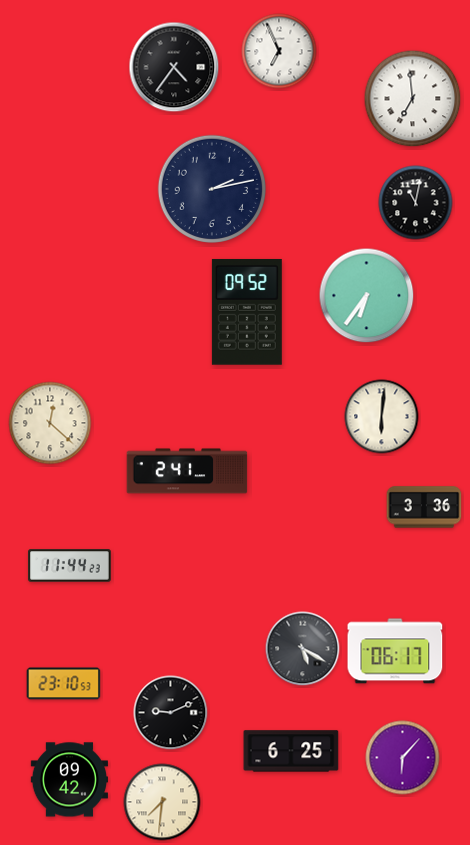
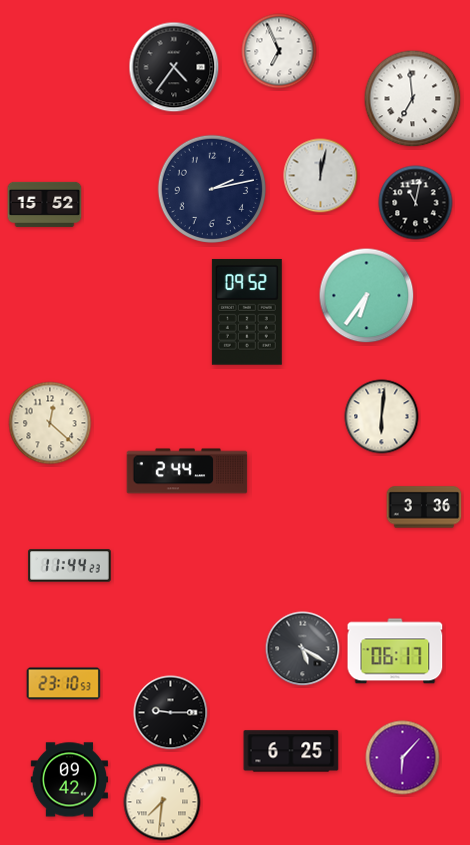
clock at (321, 176): none -> 12:02
clock at (45, 204): none -> 15:52
clock at (187, 471): 2:41 -> 2:44
clock at (171, 713): 9:11 -> 9:15
